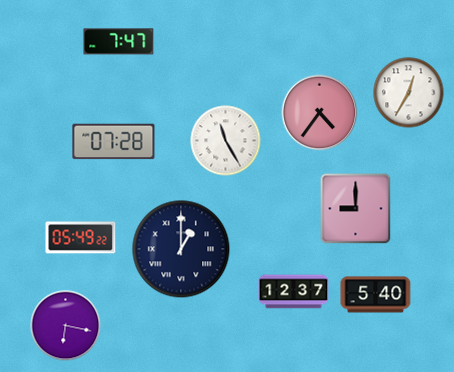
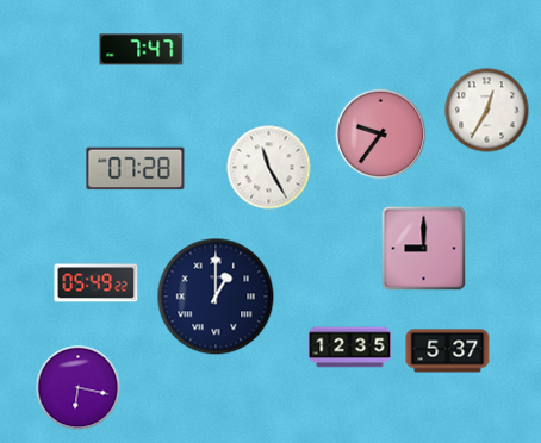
clock at (320, 113): 4:36 -> 9:36
clock at (294, 292): 12:37 -> 12:35
clock at (376, 295): 5:40 -> 5:37
